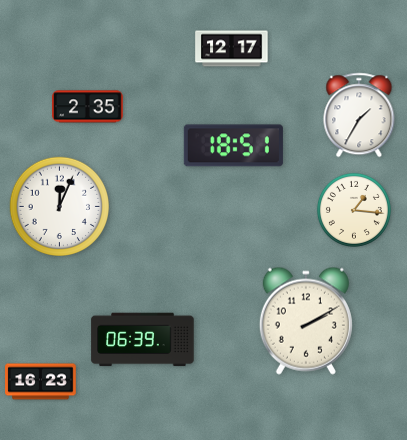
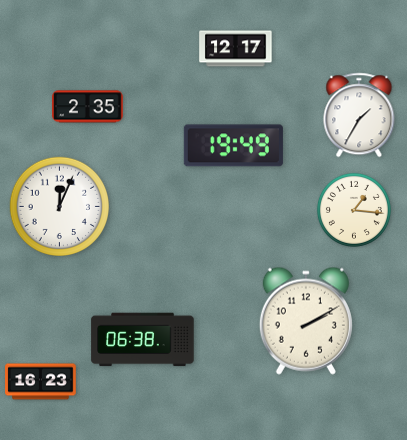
clock at (232, 49) position: (232, 49) -> (236, 49)
clock at (233, 146): 18:51 -> 19:49
clock at (143, 340): 06:39 -> 06:38
